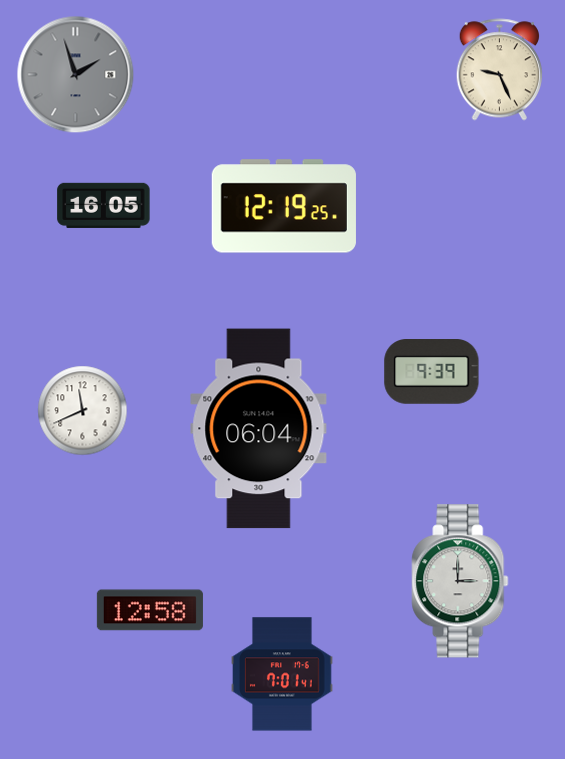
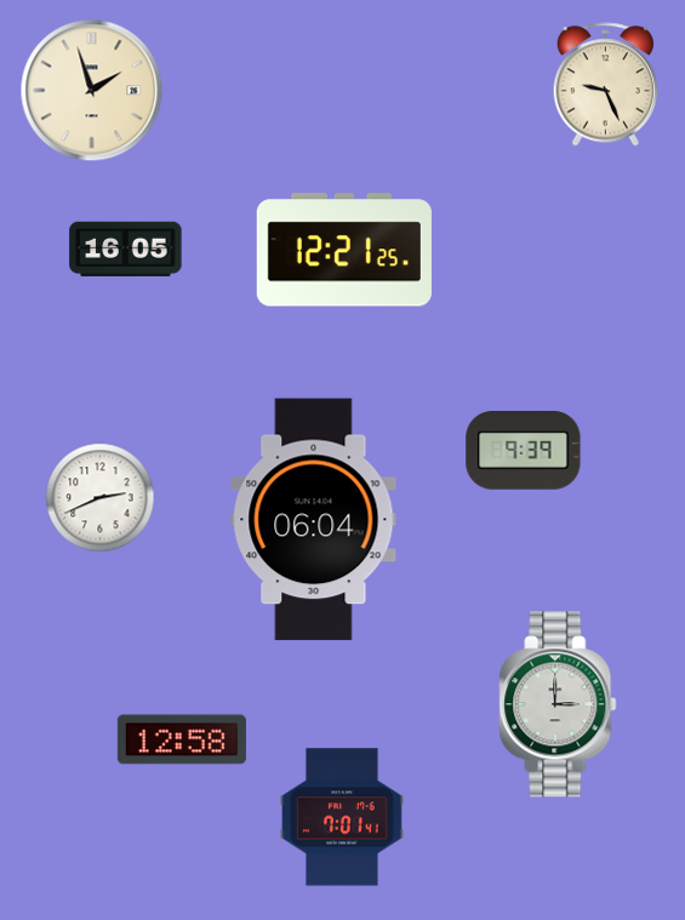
clock at (76, 75) dial: grey -> cream
clock at (284, 206): 12:19 -> 12:21
clock at (83, 411): 11:41 -> 2:41
